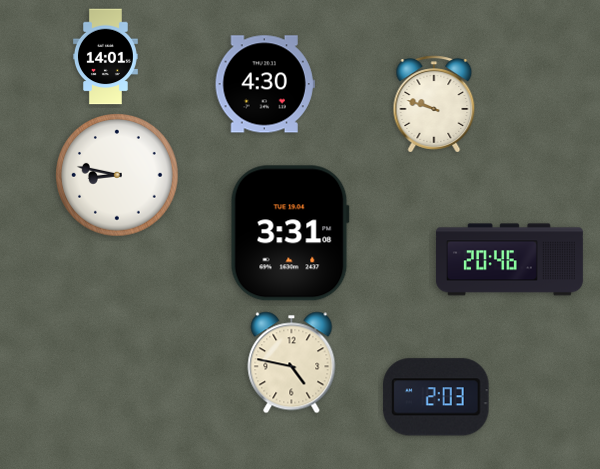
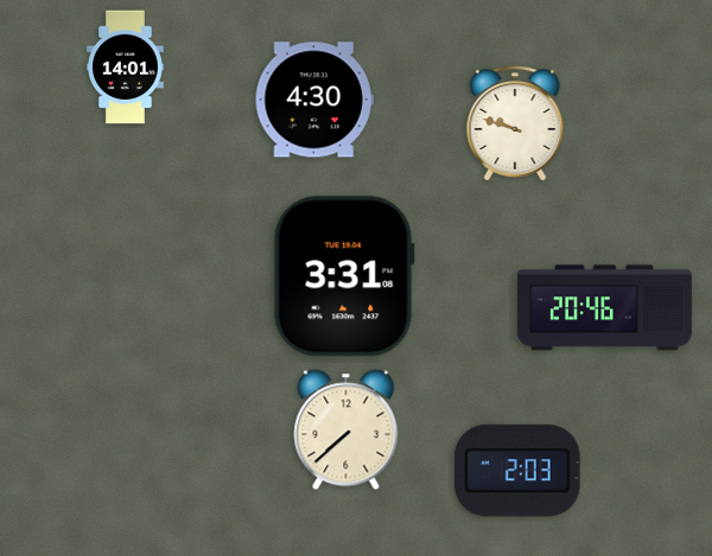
clock at (117, 175): 8:47 -> none
clock at (292, 363): 4:47 -> 7:38
